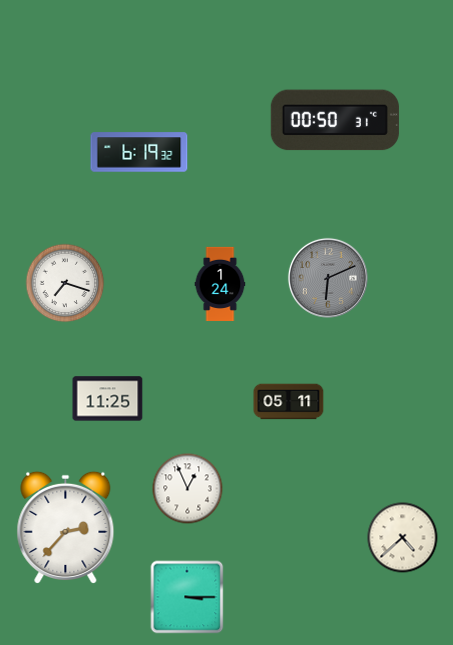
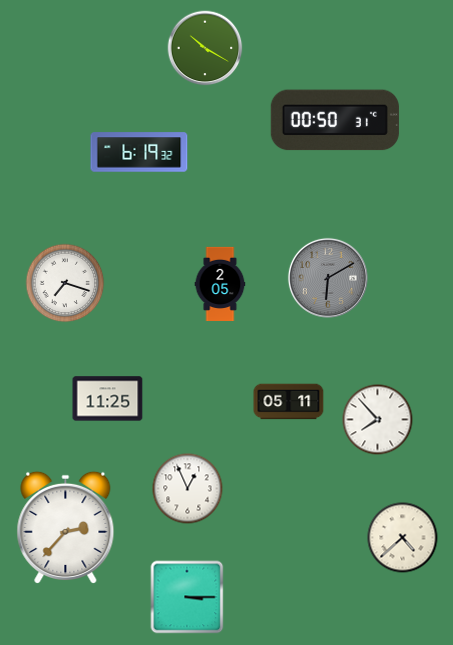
clock at (205, 48): none -> 10:20
clock at (328, 278): 6:11 -> 6:10
clock at (220, 283): 1:24 -> 2:05
clock at (378, 420): none -> 7:53
